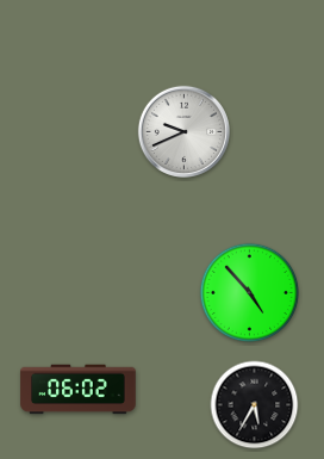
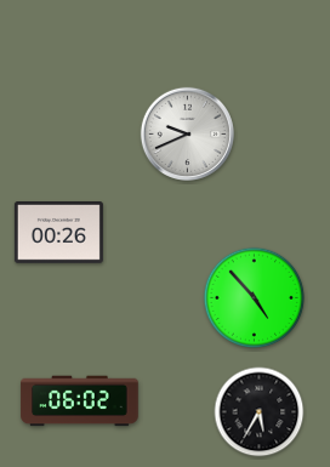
clock at (58, 233): none -> 00:26
clock at (79, 390) position: (79, 390) -> (80, 401)
